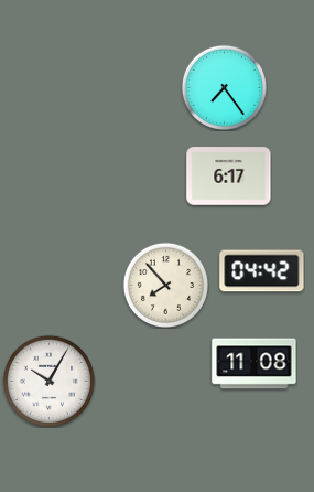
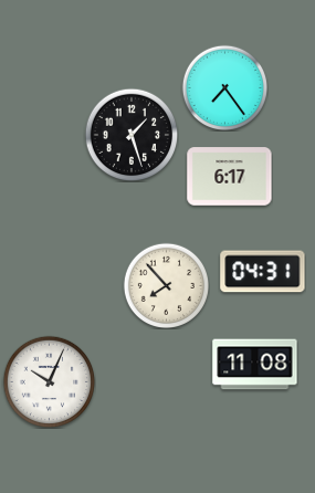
clock at (132, 135): none -> 1:27
clock at (262, 271): 04:42 -> 04:31
clock at (48, 381): 10:05 -> 10:04
